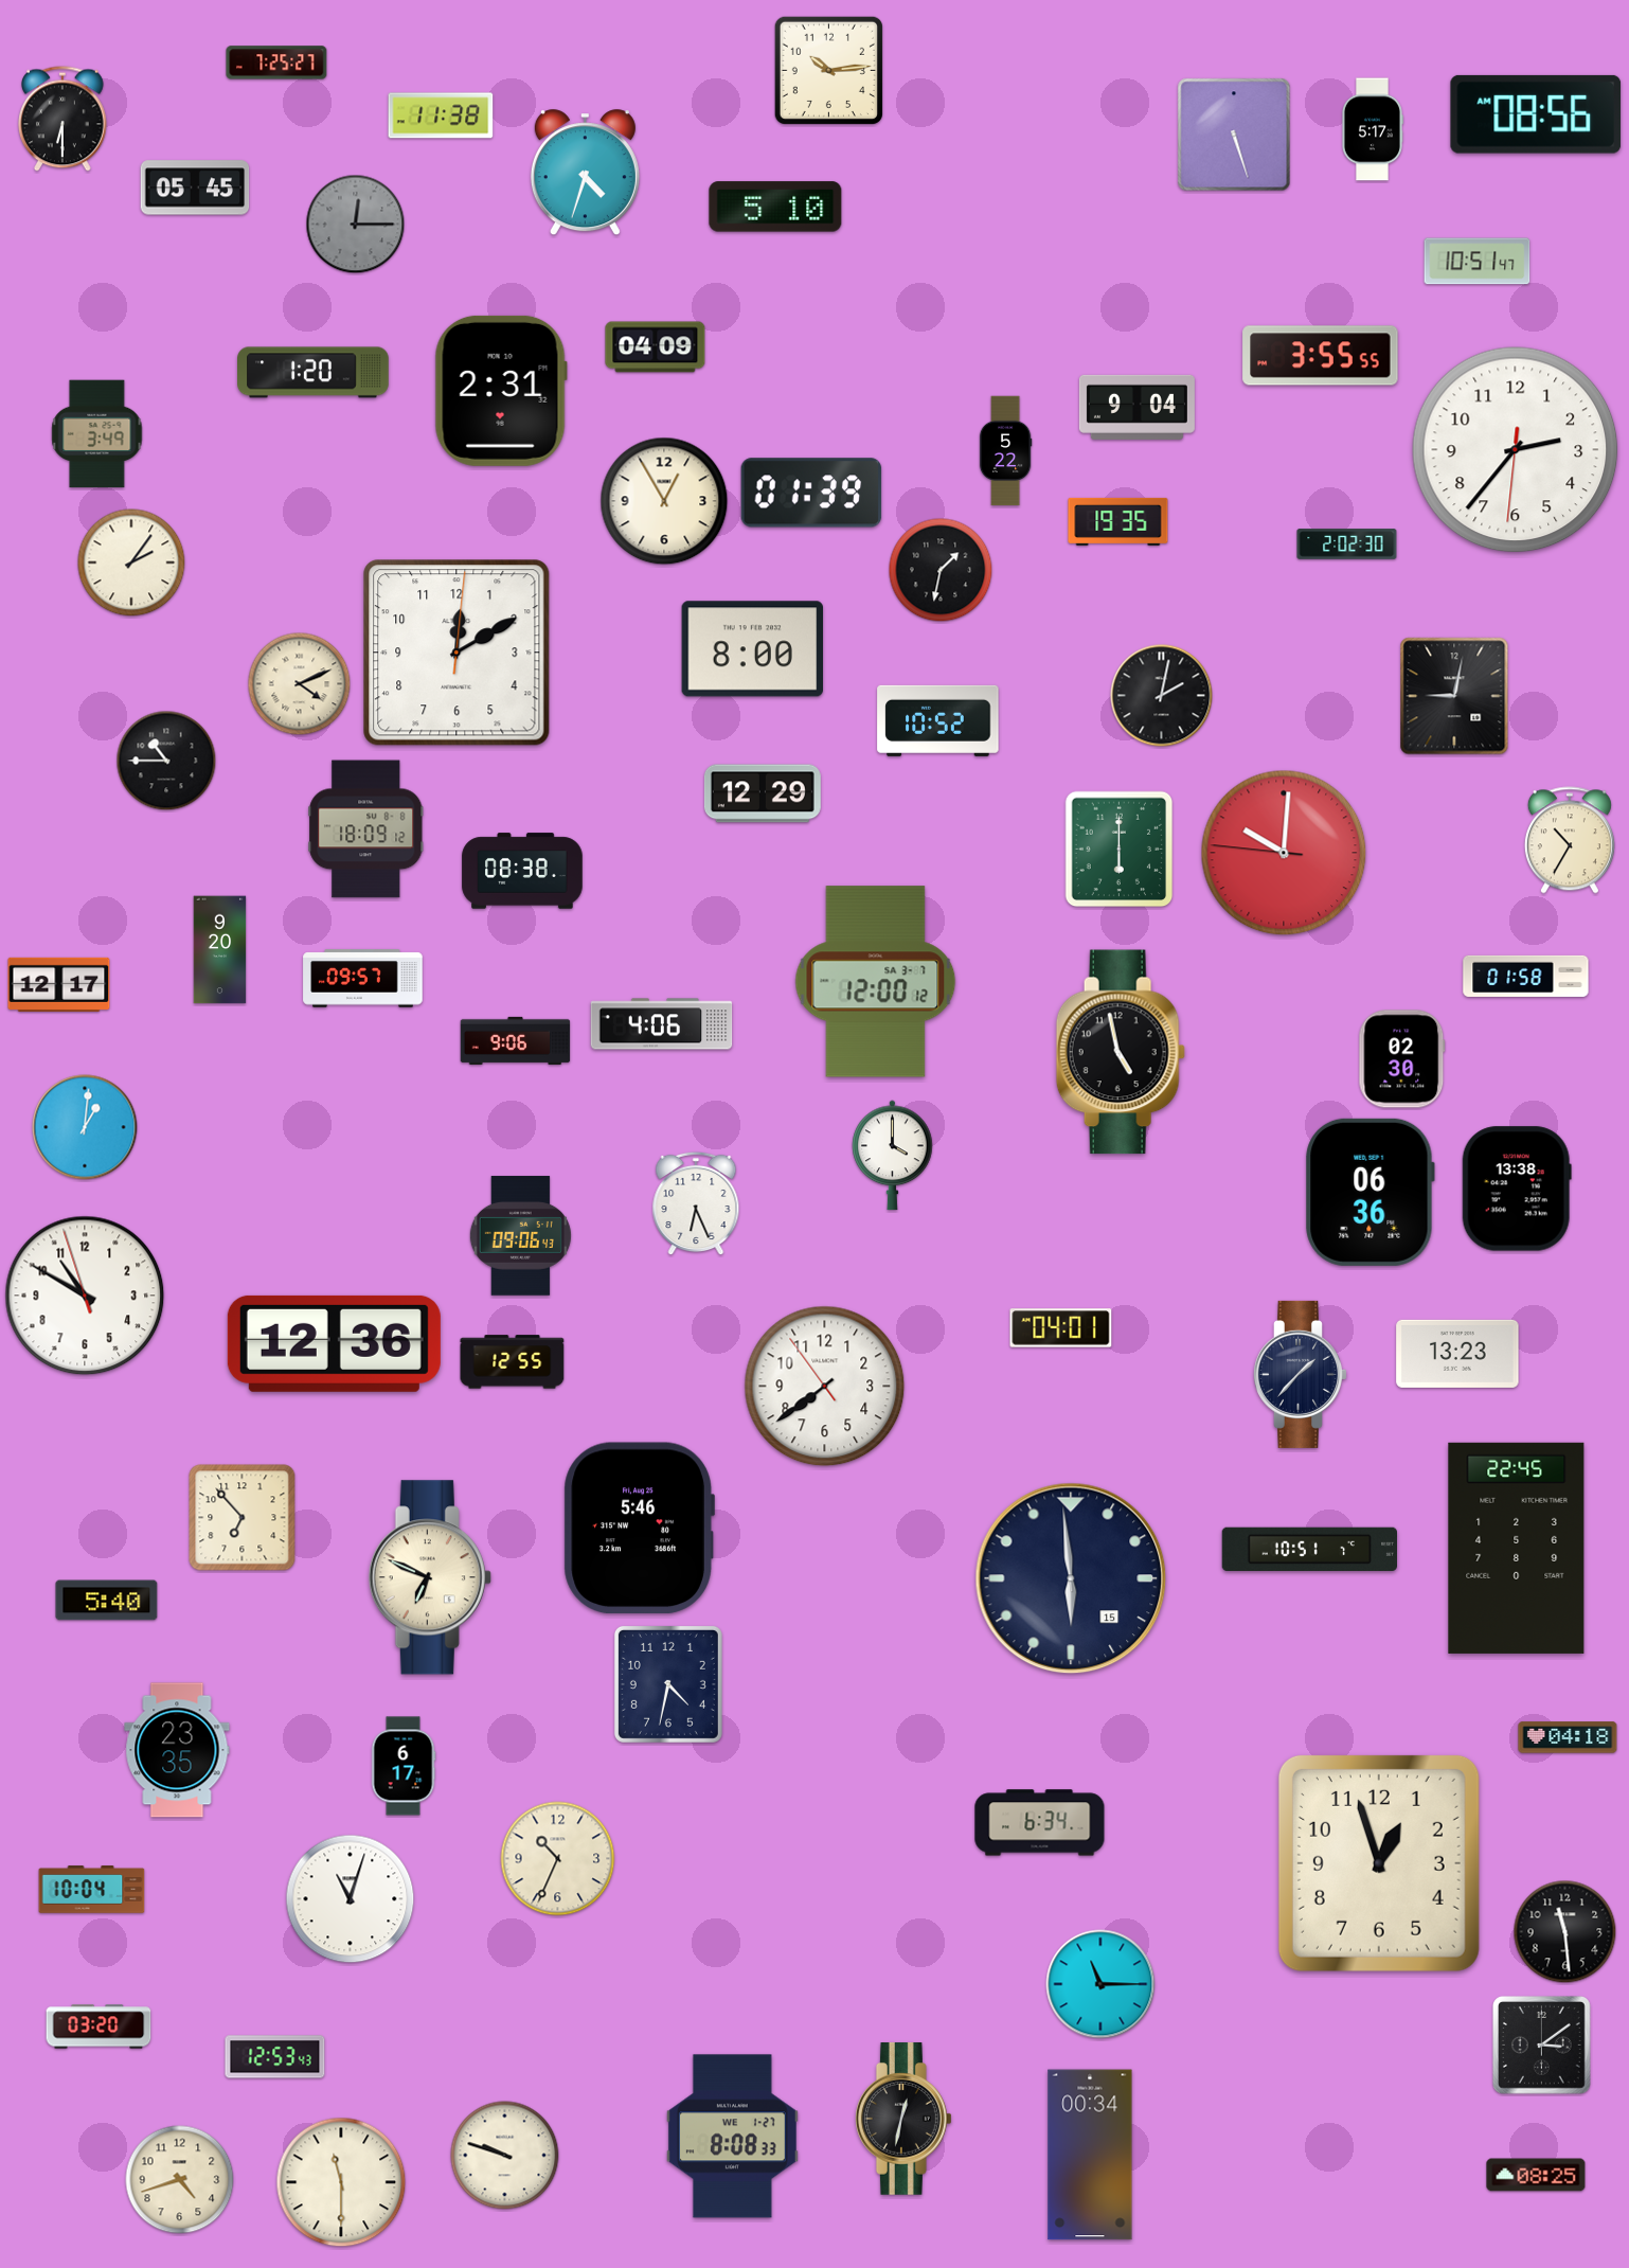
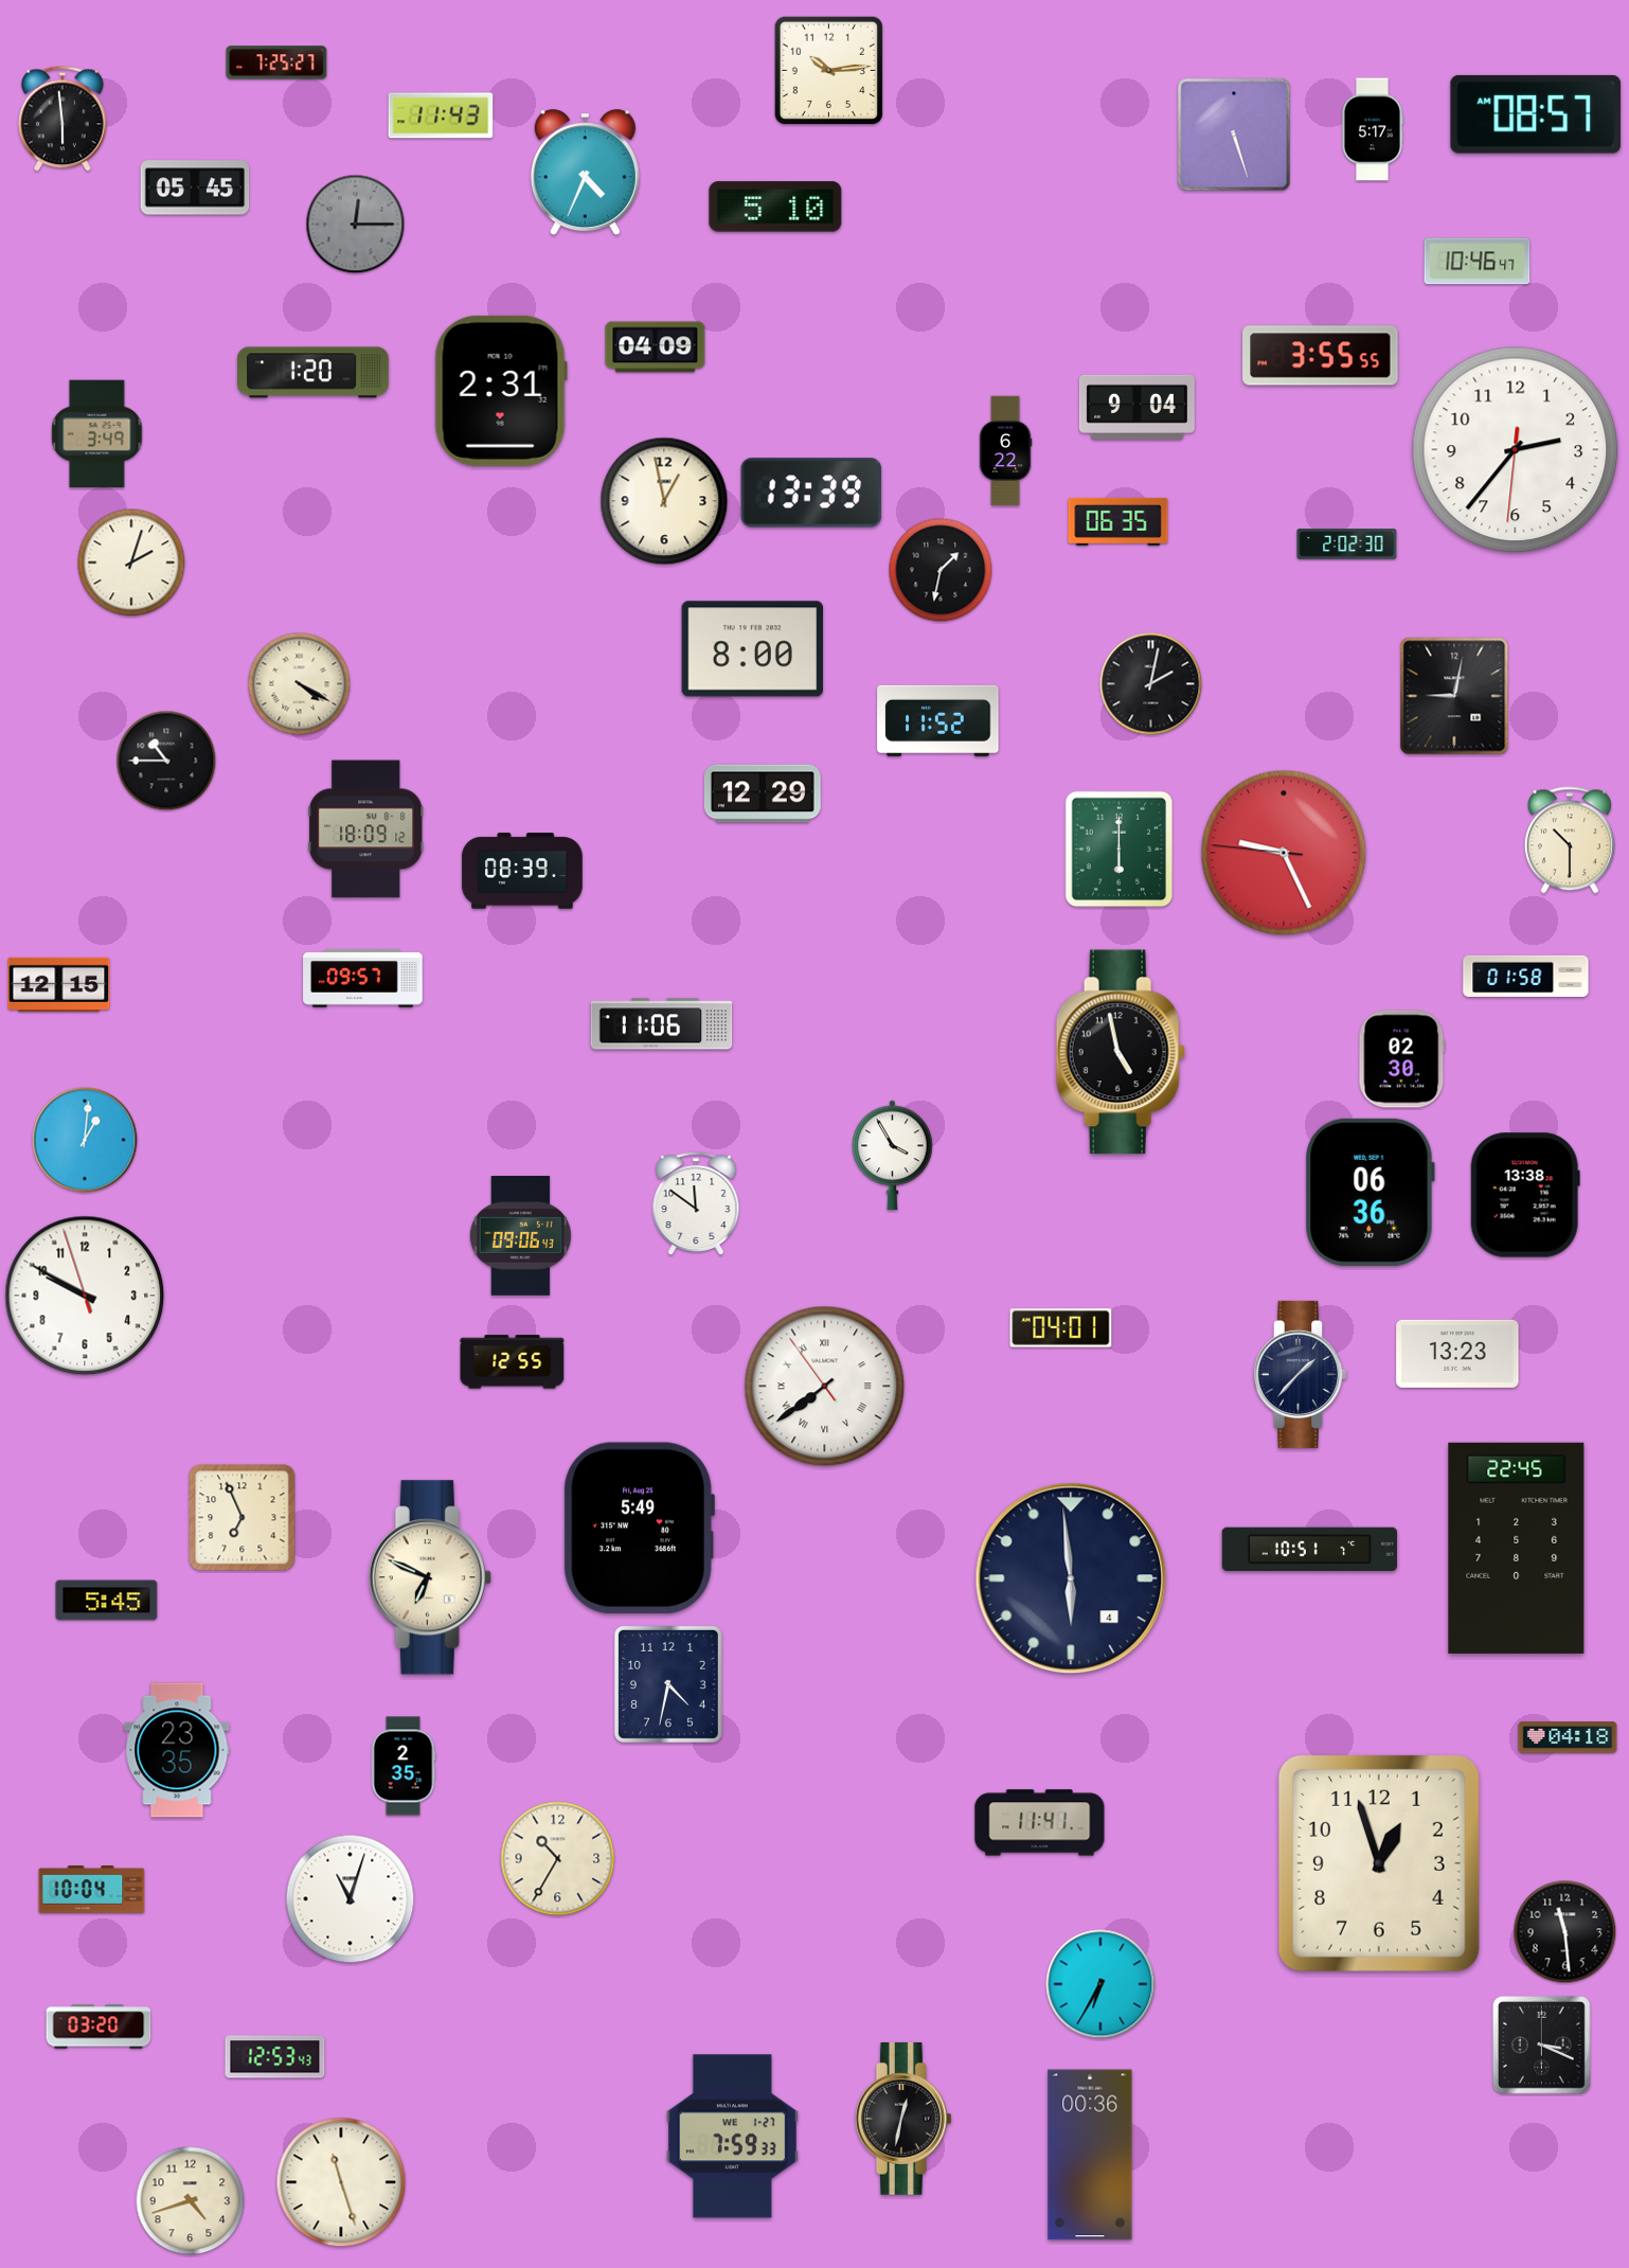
clock at (1536, 114): 08:56 -> 08:57
clock at (441, 115): 11:38 -> 11:43
clock at (64, 119): 6:30 -> 5:59
clock at (585, 173): 4:33 -> 4:34
clock at (1478, 262): 10:51 -> 10:46
clock at (1005, 451): 5:22 -> 6:22
clock at (811, 493): 01:39 -> 13:39
clock at (664, 501): 12:55 -> 12:58
clock at (1118, 521): 19:35 -> 06:35
clock at (131, 562): 2:06 -> 2:03
clock at (457, 653): 12:10 -> none
clock at (300, 684): 4:11 -> 4:20
clock at (1162, 696) position: (1162, 696) -> (1151, 684)
clock at (938, 720): 10:52 -> 11:52
clock at (1570, 840): 10:35 -> 10:30
clock at (1284, 853): 10:00 -> 9:25
clock at (522, 871): 08:38 -> 08:39
clock at (220, 950): 9:20 -> none
clock at (876, 982): 12:00 -> none
clock at (59, 984): 12:17 -> 12:15
clock at (662, 1024): 4:06 -> 11:06
clock at (516, 1040): 9:06 -> none
clock at (85, 1127) position: (85, 1127) -> (85, 1140)
clock at (893, 1156): 4:00 -> 3:55
clock at (1517, 1189) position: (1517, 1189) -> (1525, 1195)
clock at (696, 1203): 6:26 -> 11:51
clock at (85, 1296): 10:49 -> 9:49
clock at (334, 1343): 12:36 -> none
clock at (825, 1387) numerals: Arabic -> Roman
clock at (243, 1518): 6:53 -> 6:56
clock at (639, 1529): 5:46 -> 5:49
clock at (1071, 1578) date: 15 -> 4
clock at (107, 1601): 5:40 -> 5:45
clock at (404, 1766): 6:17 -> 2:35
clock at (1040, 1823): 6:34 -> 11:41
clock at (558, 1859): 10:34 -> 10:35
clock at (1100, 1984): 11:15 -> 6:35
clock at (1542, 2046): 3:09 -> 3:19
clock at (732, 2137): 8:08 -> 7:59
clock at (1090, 2155): 00:34 -> 00:36
clock at (505, 2156): 9:48 -> none
clock at (1536, 2175): 08:25 -> none
clock at (180, 2180) position: (180, 2180) -> (191, 2201)
clock at (341, 2182): 11:30 -> 11:27
